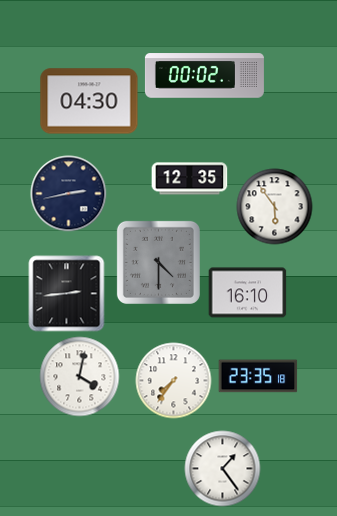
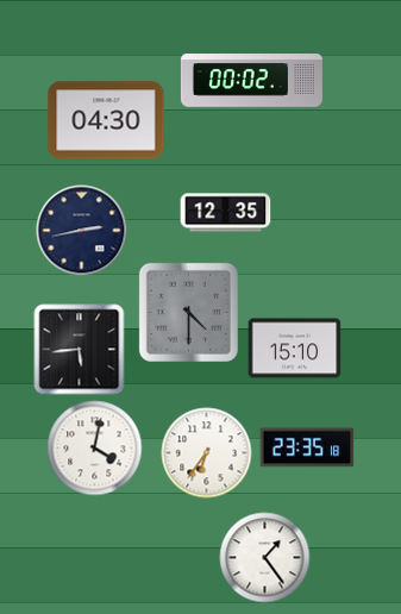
clock at (204, 76) position: (204, 76) -> (251, 81)
clock at (275, 207): 5:54 -> none
clock at (248, 293): 16:10 -> 15:10
clock at (67, 294): 2:44 -> 5:44
clock at (174, 381): 7:36 -> 6:36
